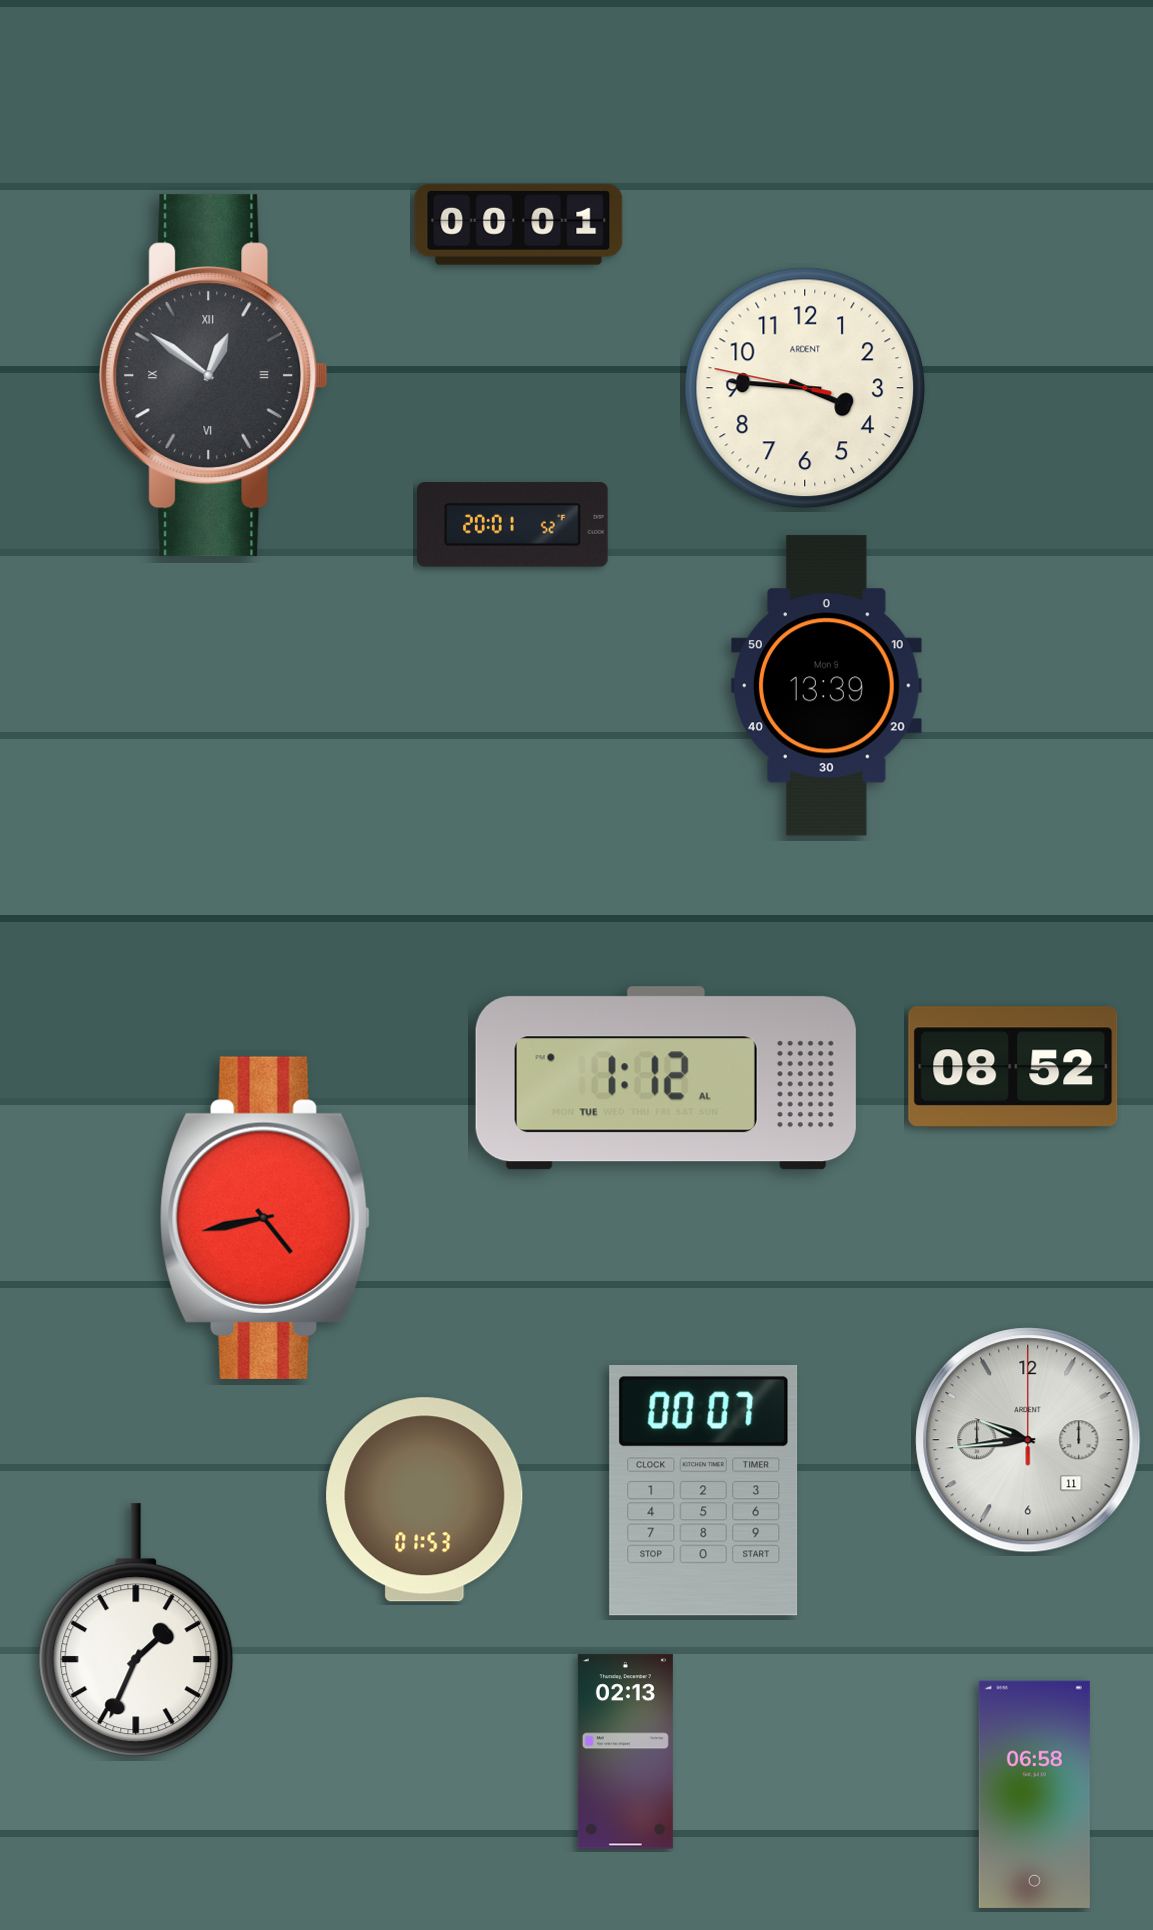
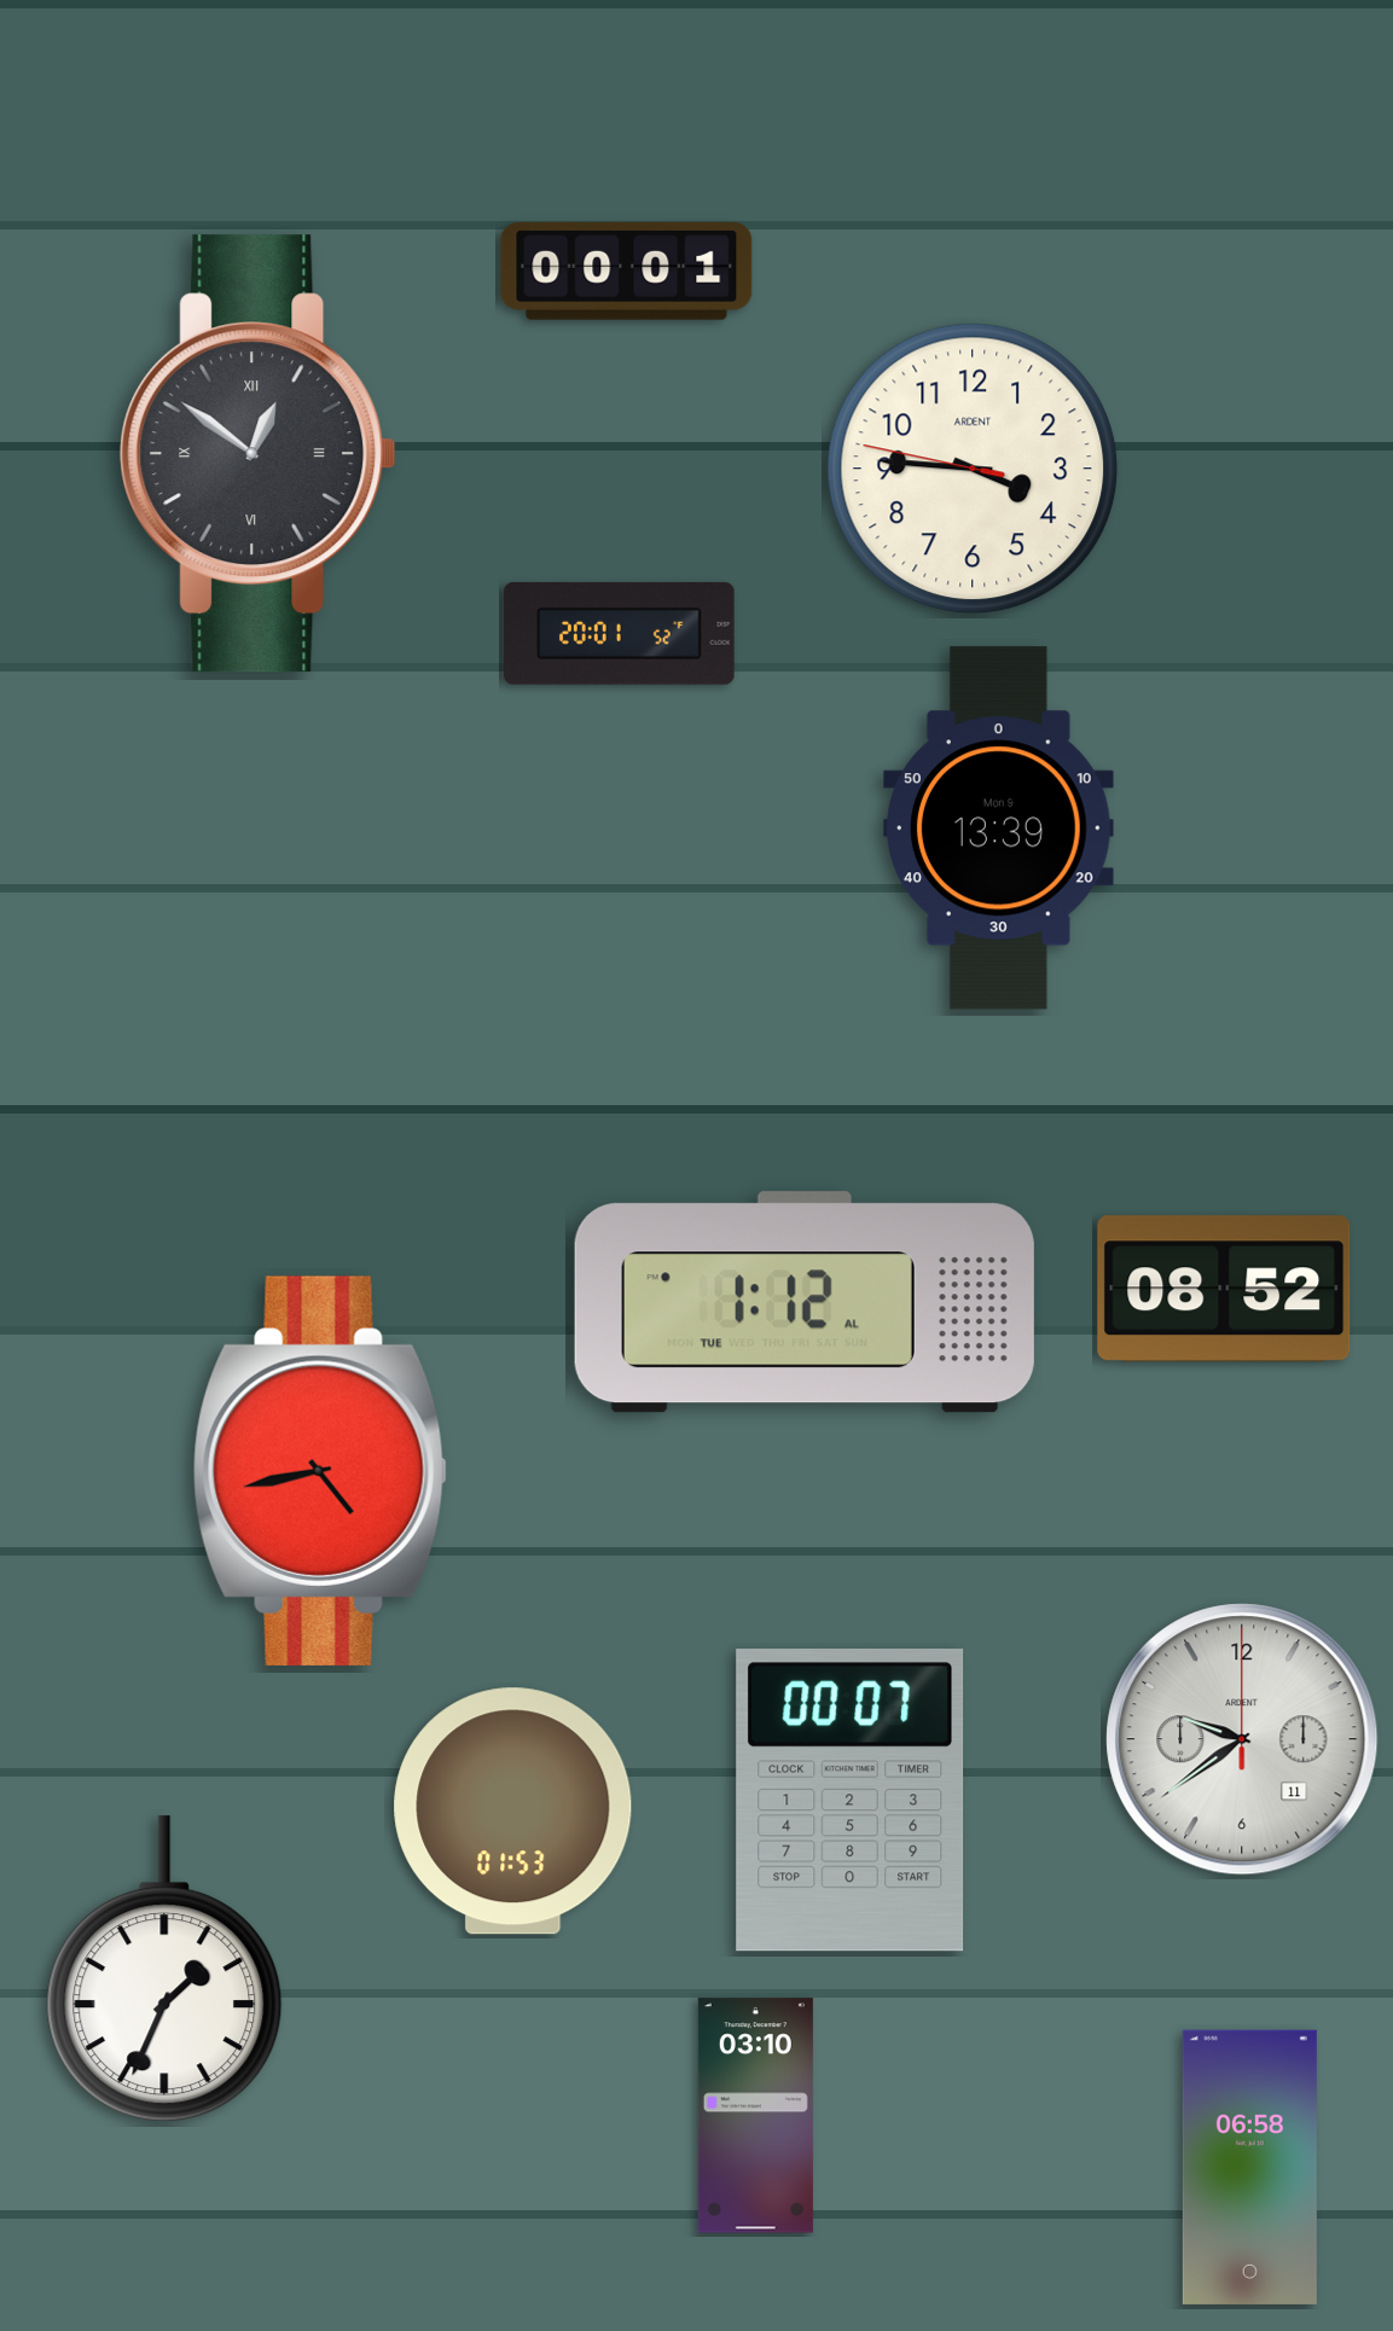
clock at (1028, 1440): 9:44 -> 9:39
clock at (625, 1752): 02:13 -> 03:10
